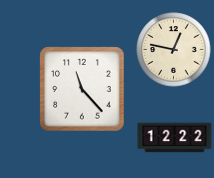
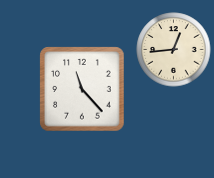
clock at (174, 50): 12:47 -> 12:44
clock at (175, 138): 12:22 -> none
